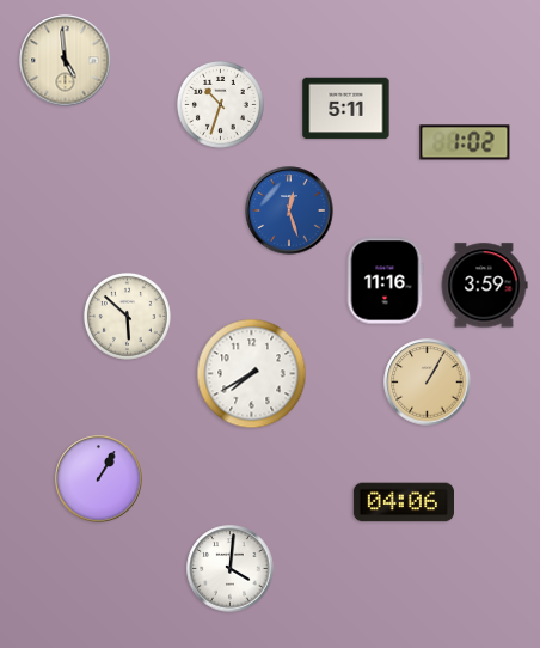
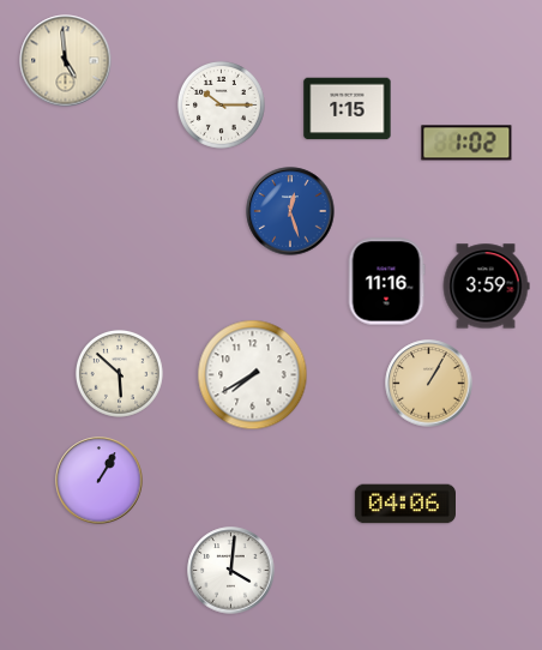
clock at (220, 104): 10:33 -> 10:15
clock at (346, 109): 5:11 -> 1:15
clock at (127, 316) position: (127, 316) -> (119, 373)
